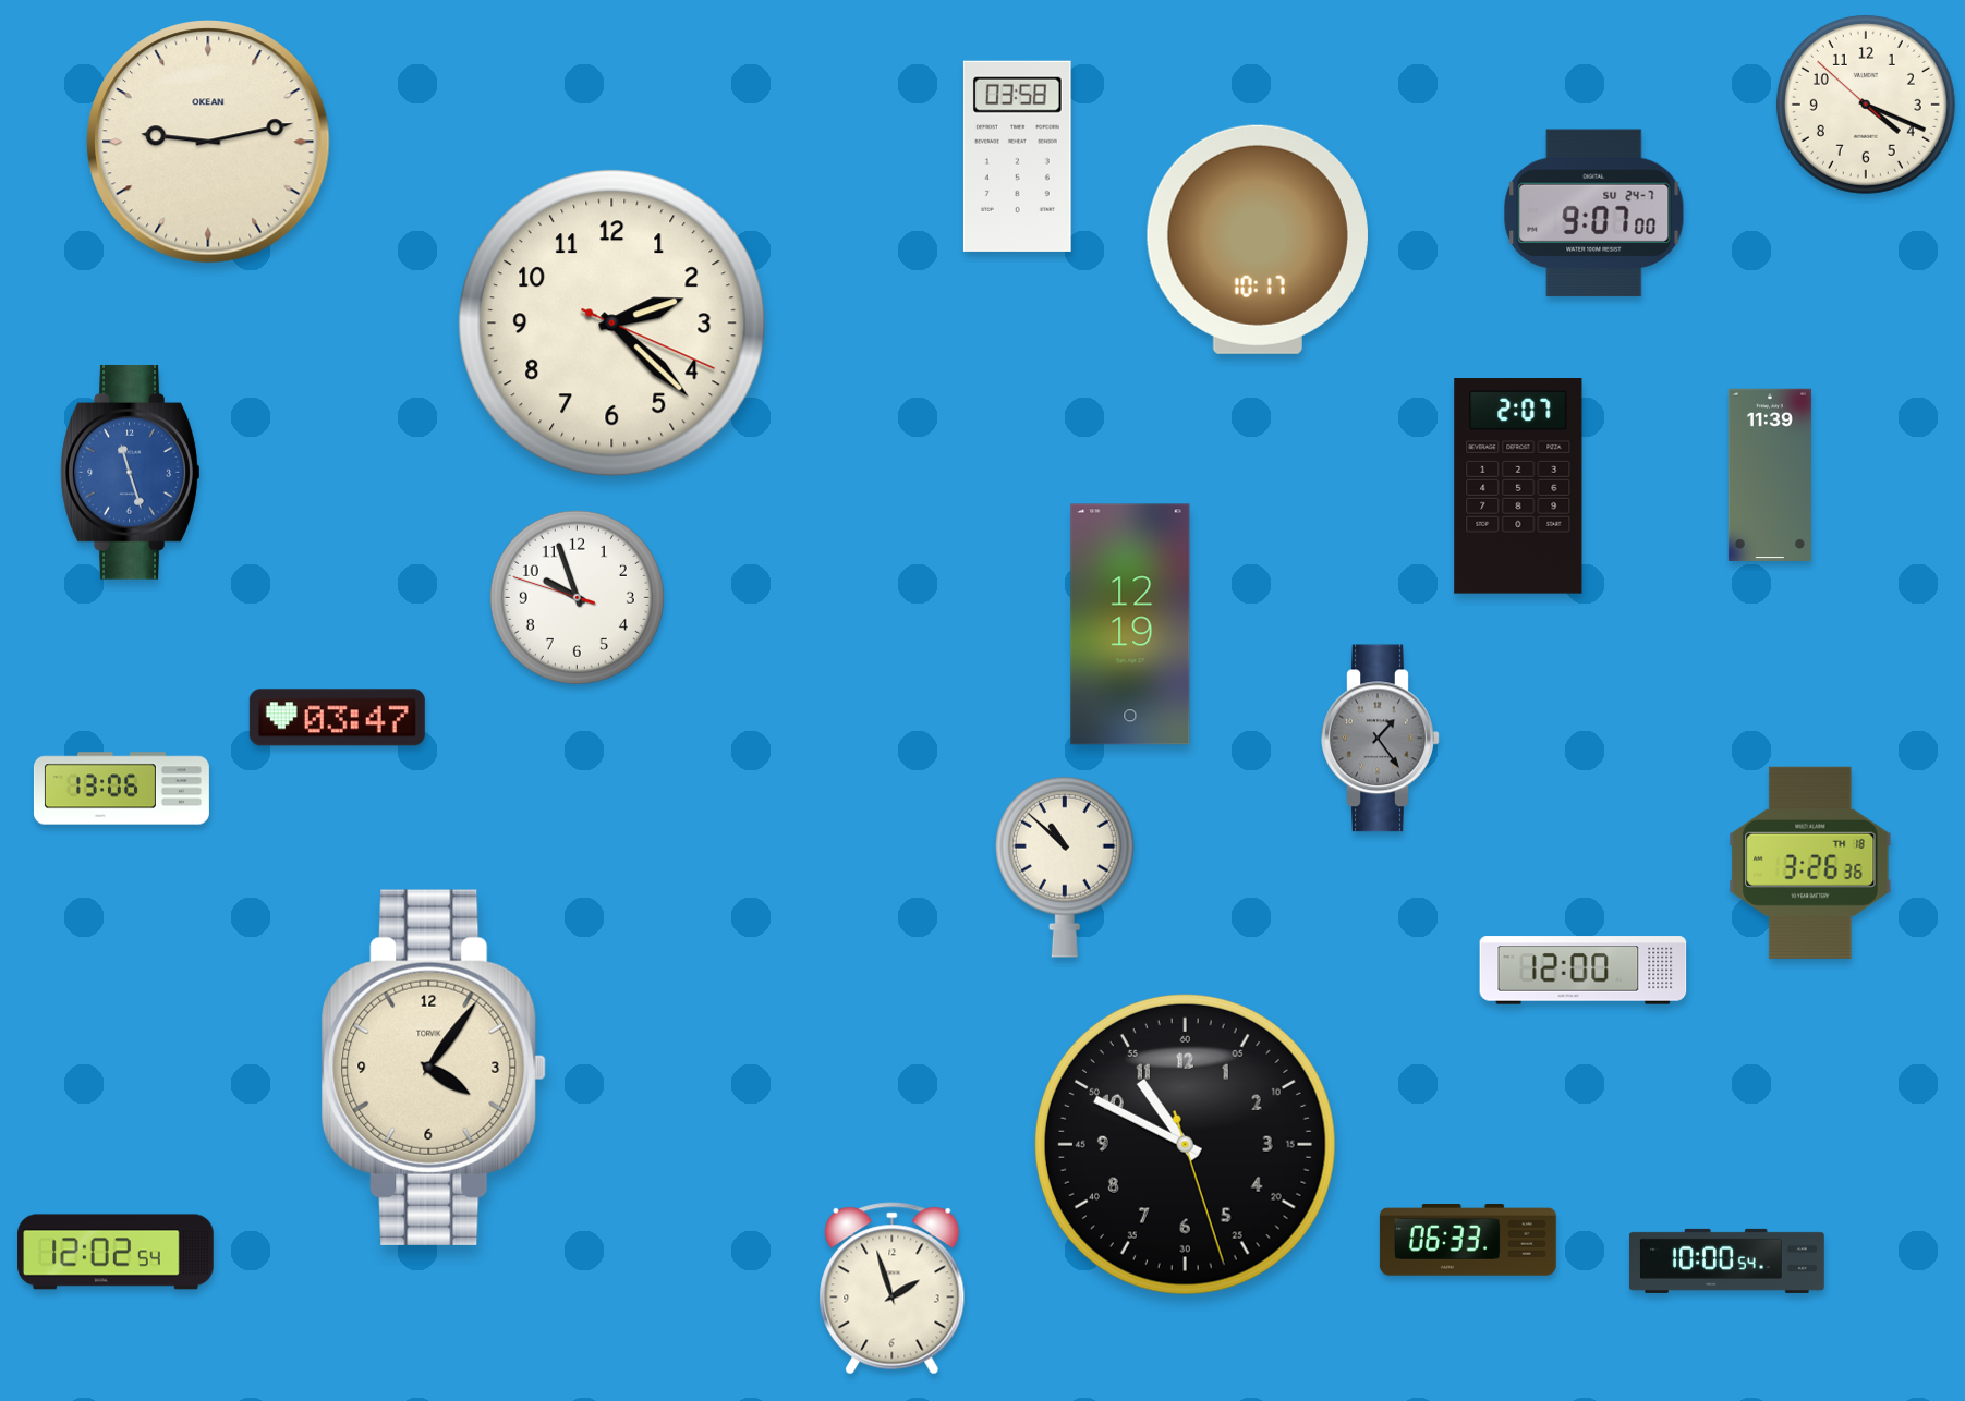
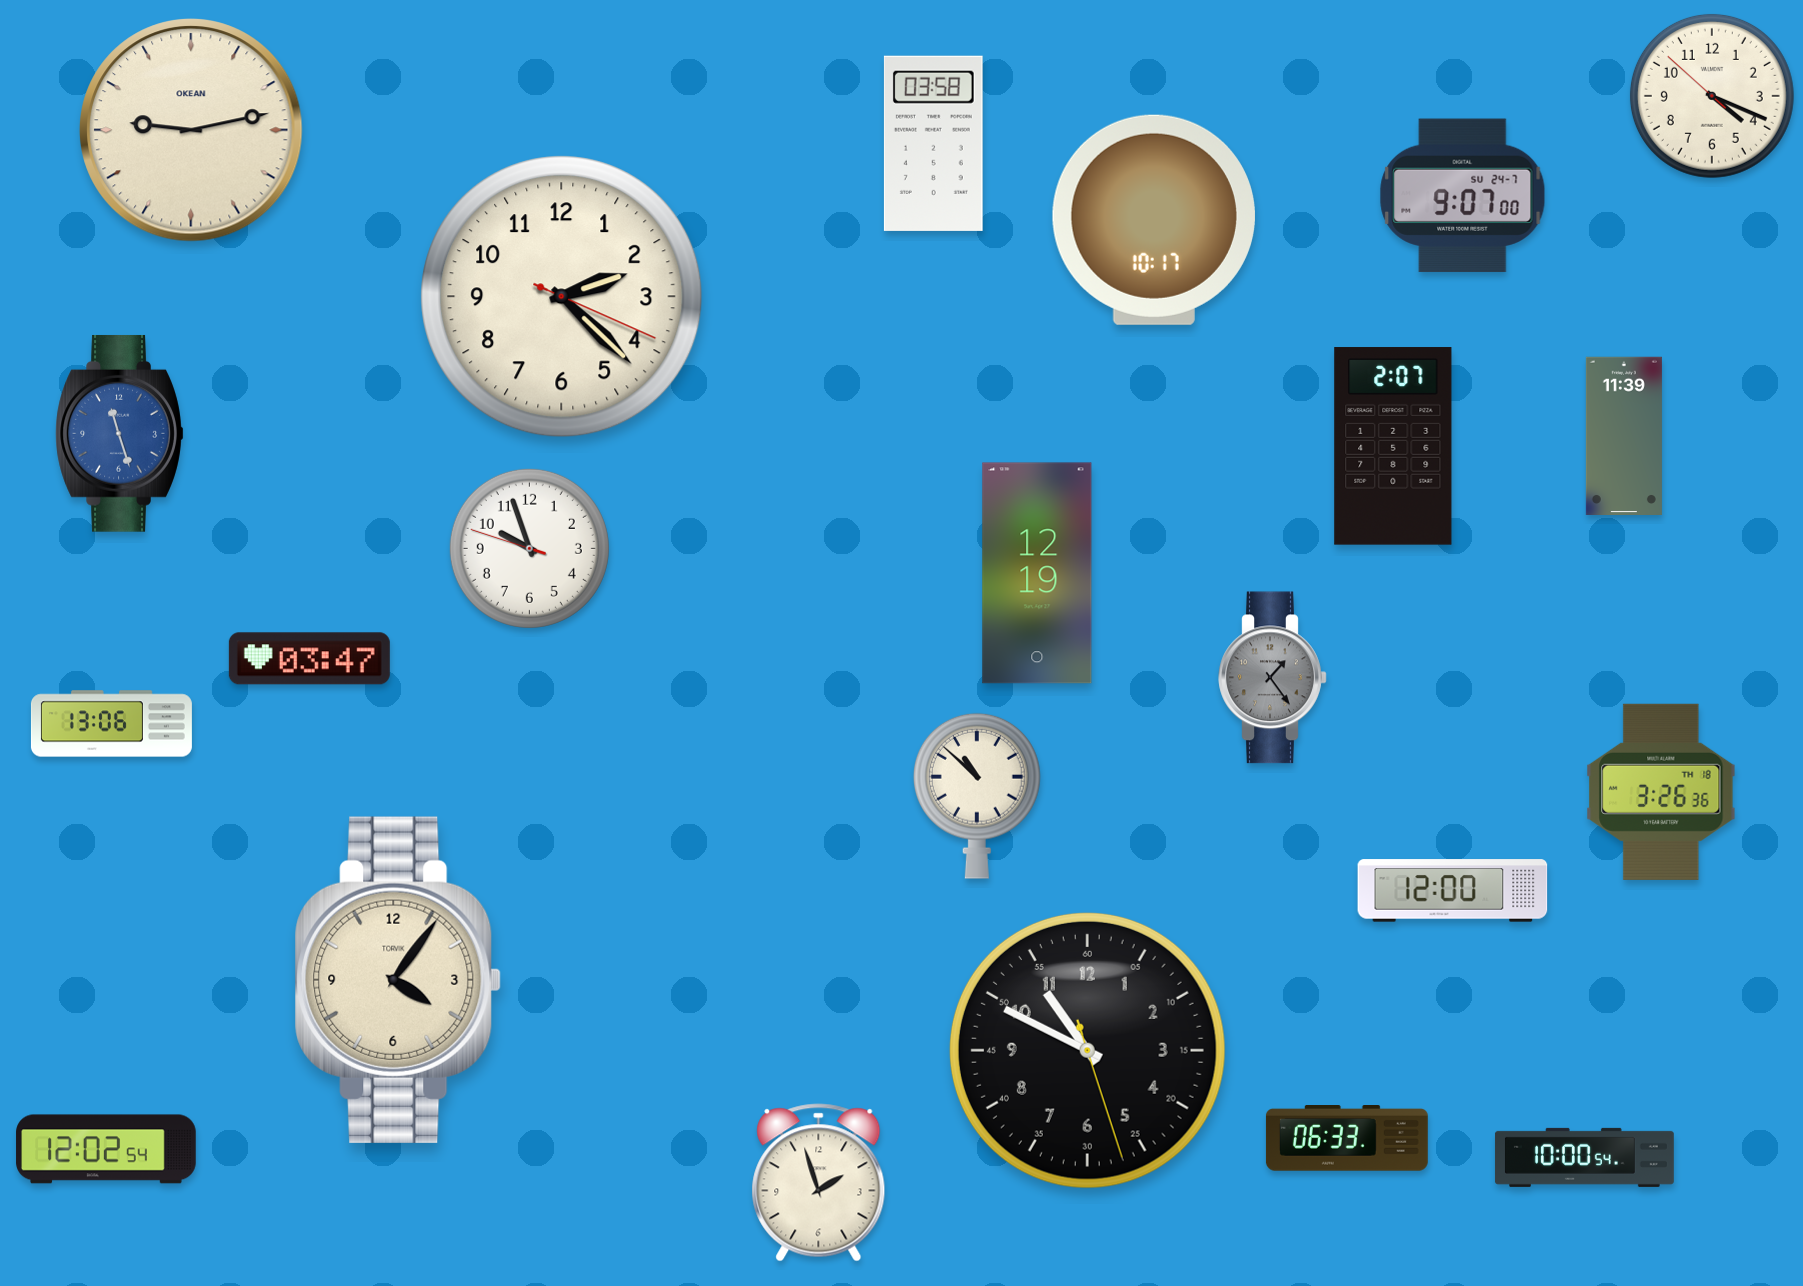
clock at (1381, 739) position: (1381, 739) -> (1273, 678)
